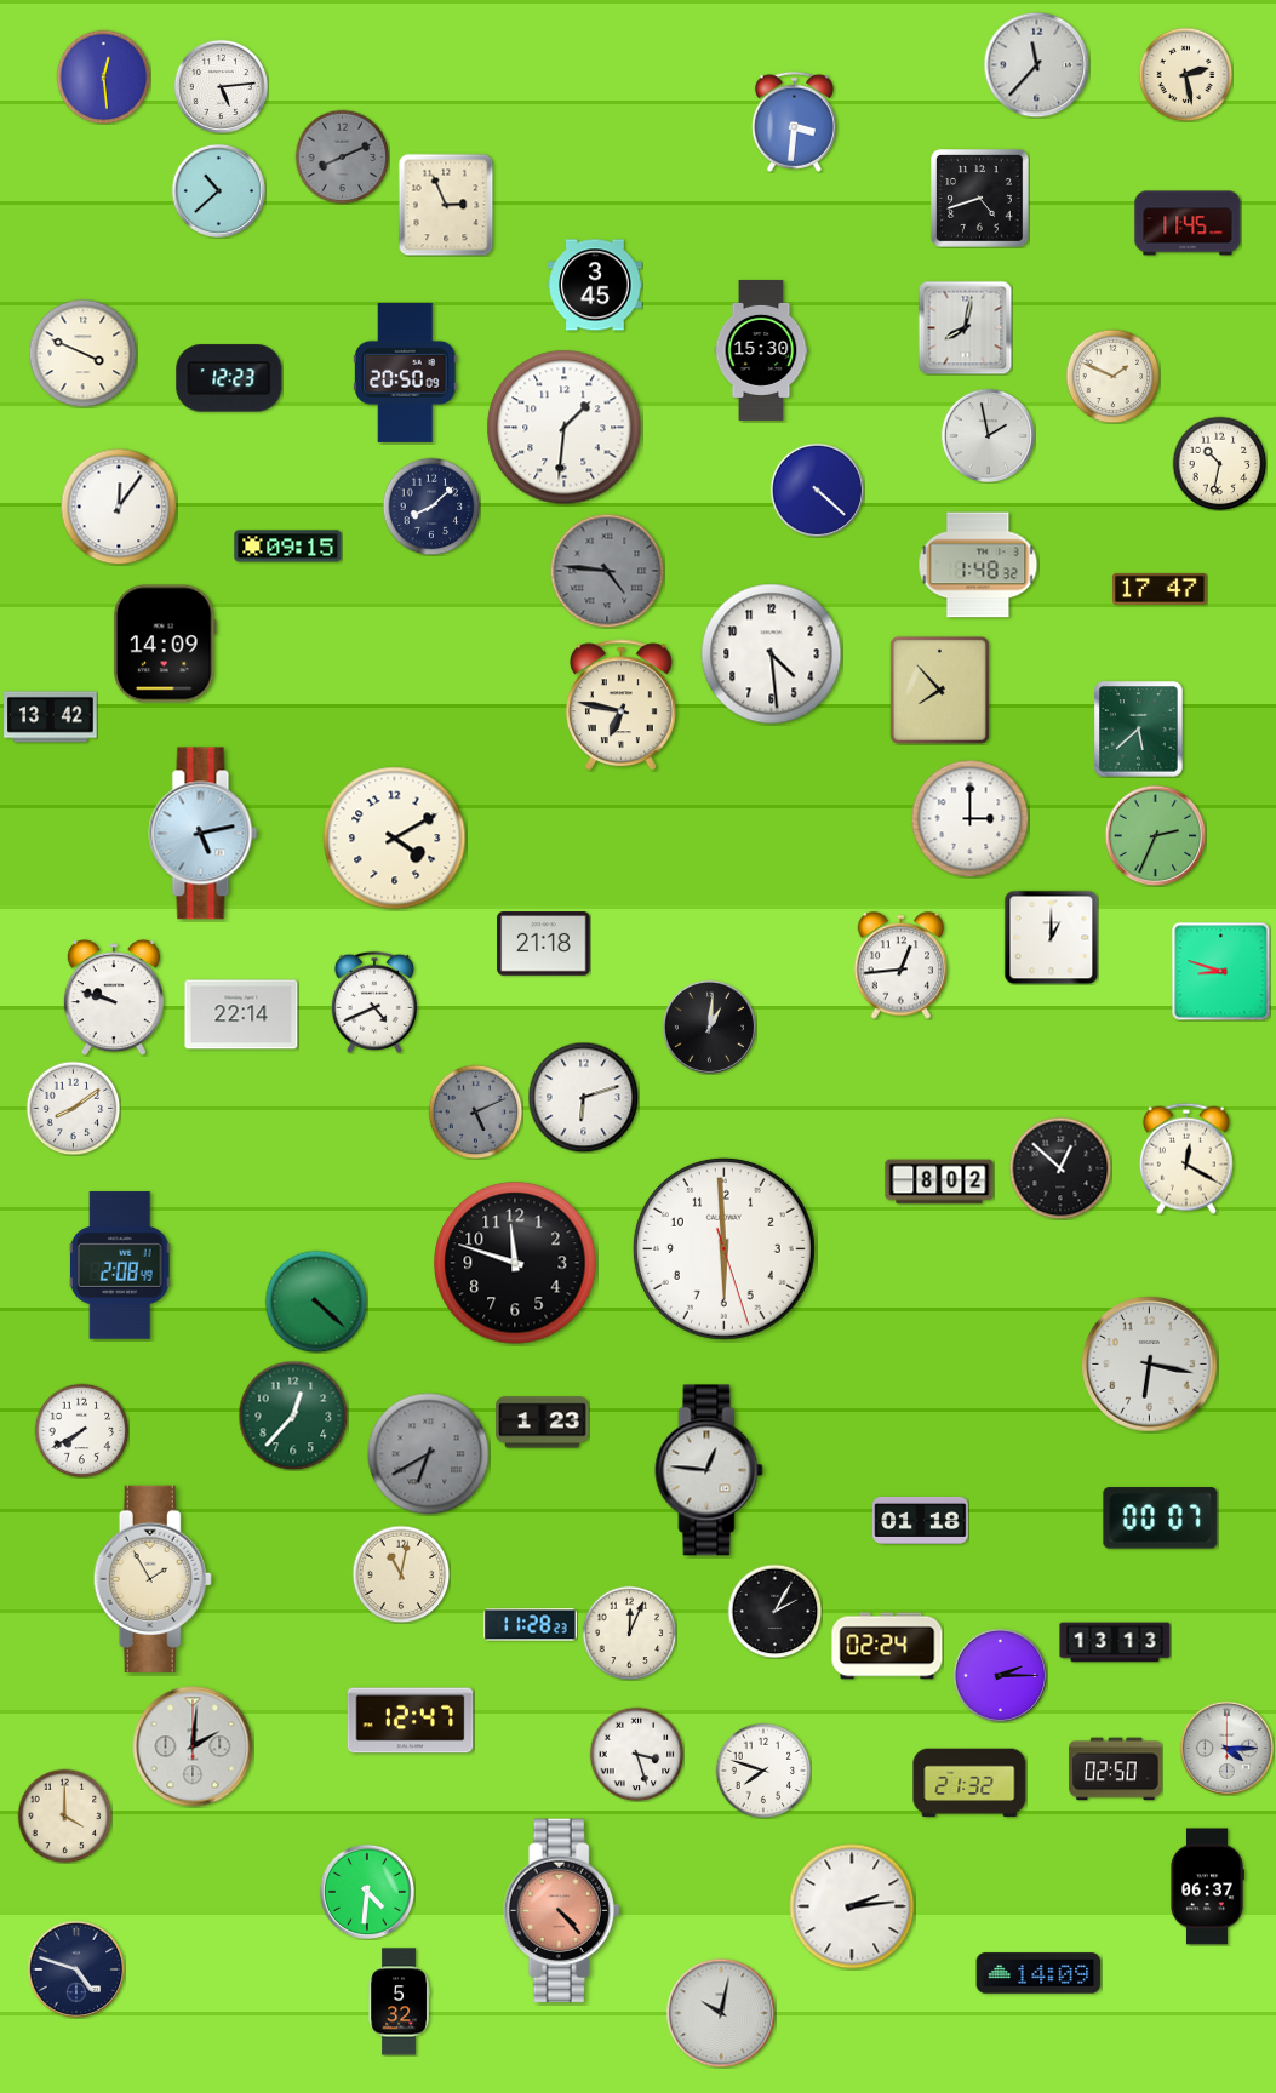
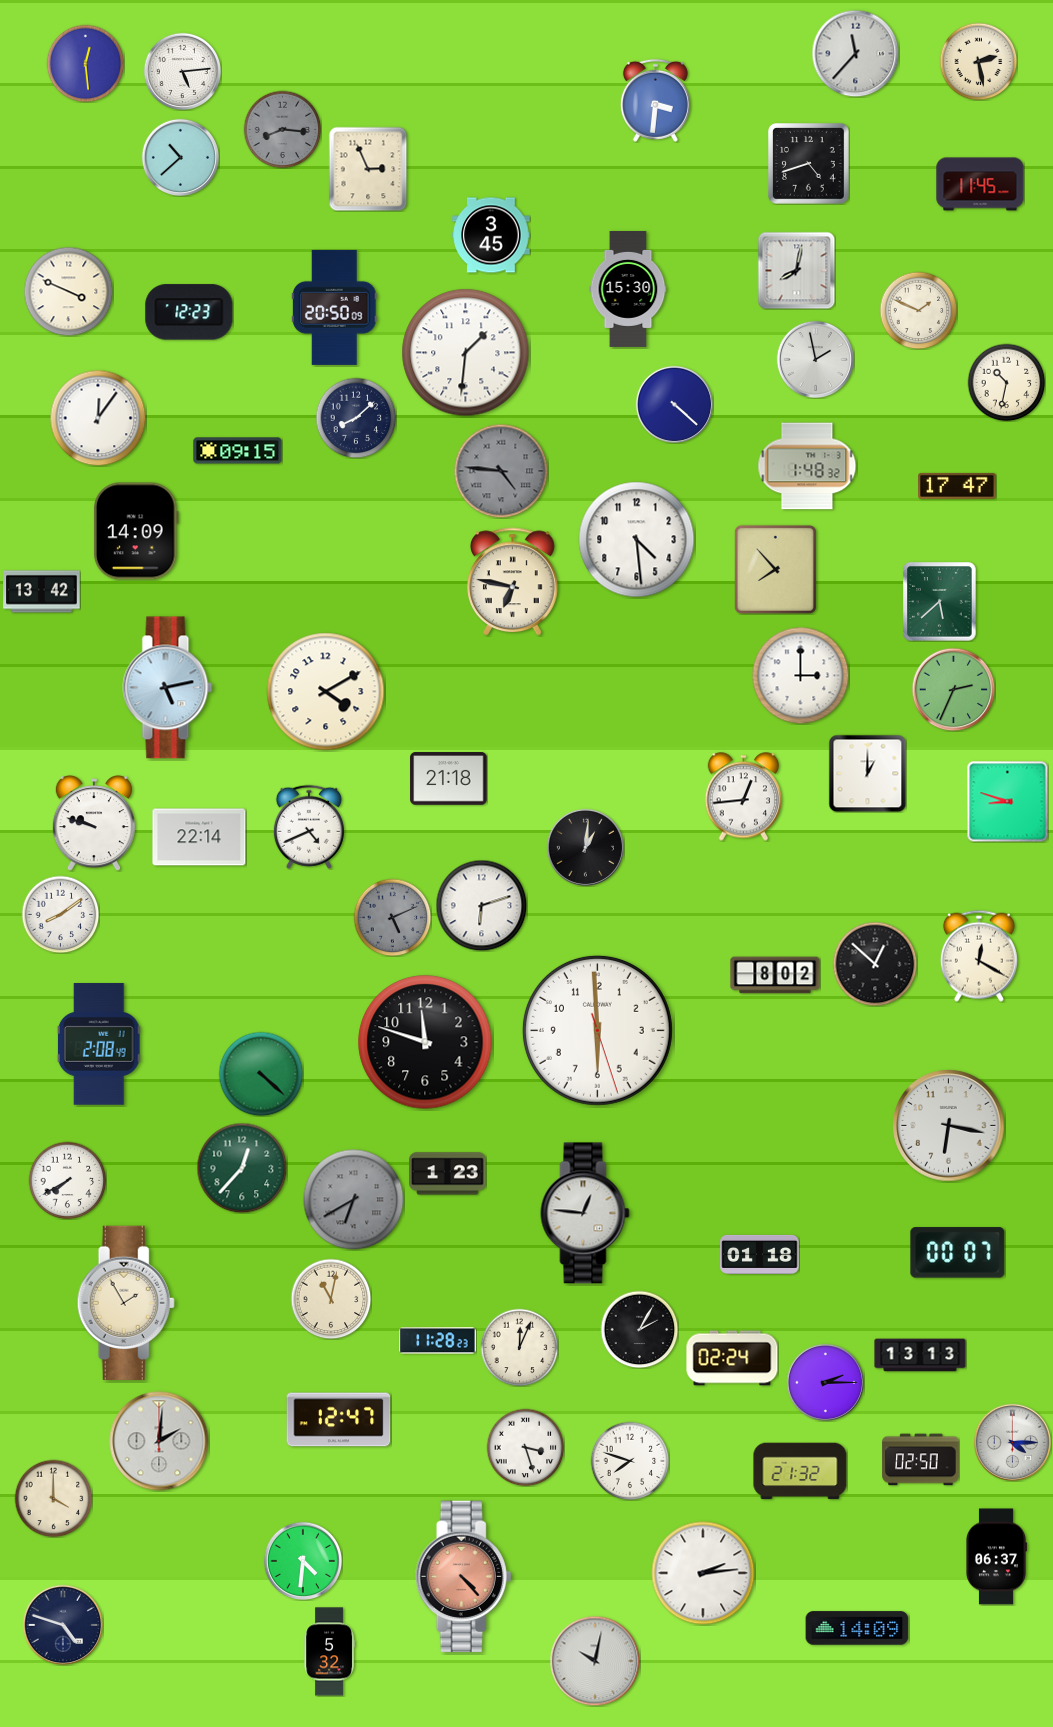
clock at (342, 156): 8:11 -> 8:16
